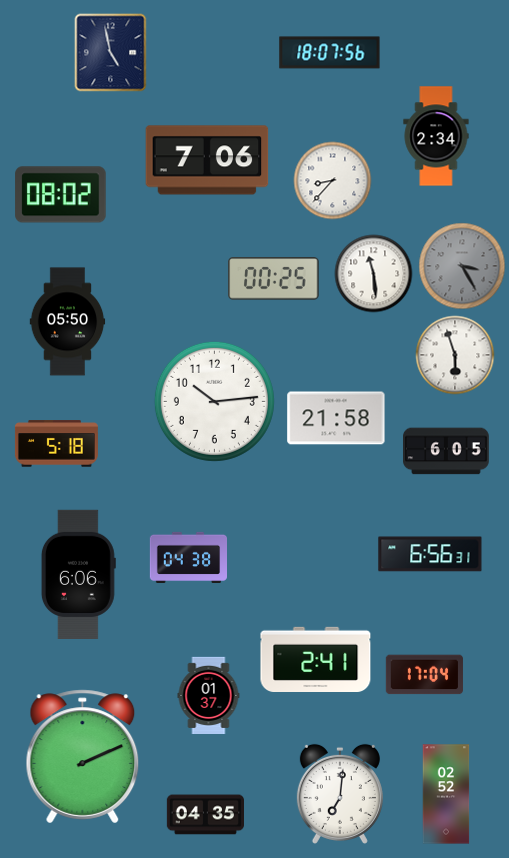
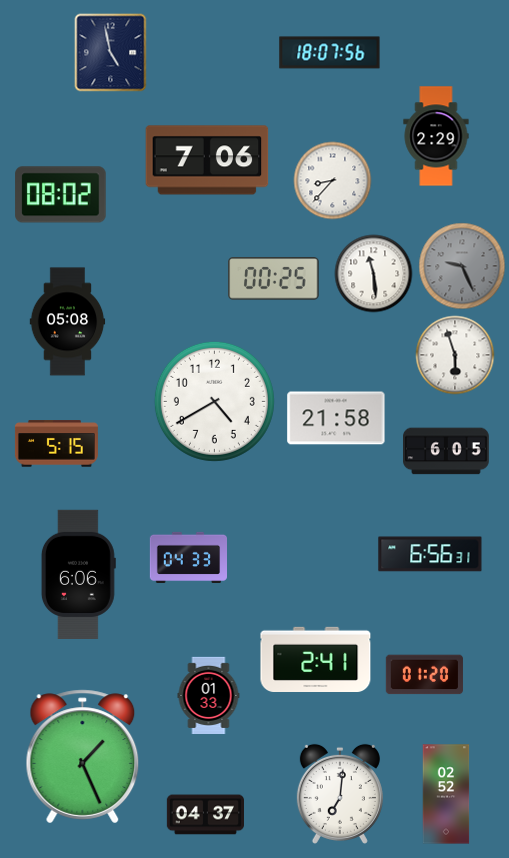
clock at (436, 136): 2:34 -> 2:29
clock at (462, 266): 3:25 -> 9:26
clock at (68, 322): 05:50 -> 05:08
clock at (214, 401): 10:14 -> 4:40
clock at (56, 444): 5:18 -> 5:15
clock at (188, 557): 04:38 -> 04:33
clock at (424, 675): 17:04 -> 01:20
clock at (209, 695): 01:37 -> 01:33
clock at (83, 757): 2:11 -> 1:26
clock at (205, 815): 04:35 -> 04:37
